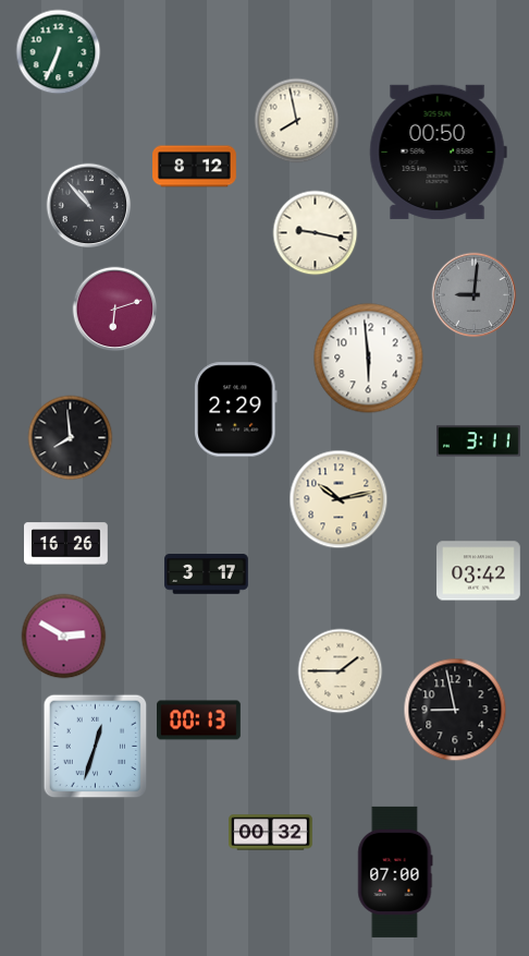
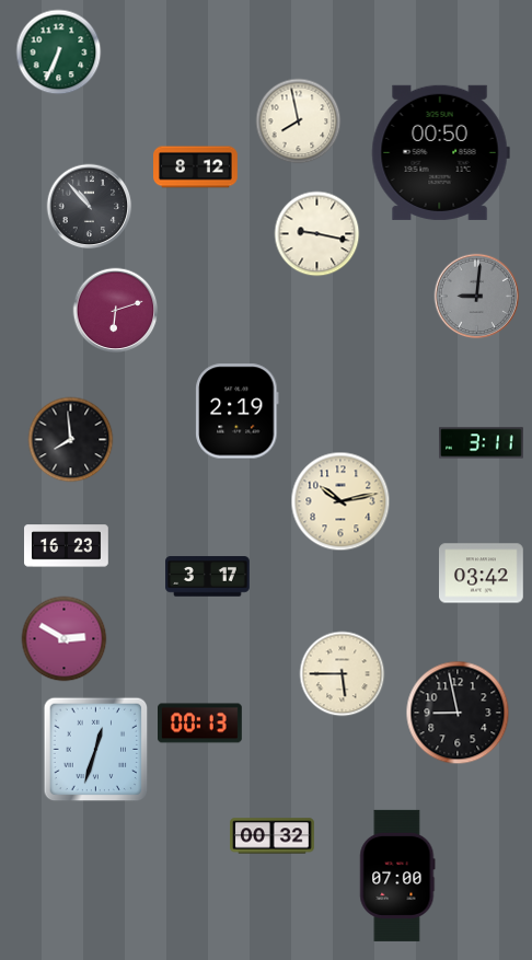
clock at (369, 359): 5:59 -> none
clock at (236, 410): 2:29 -> 2:19
clock at (66, 544): 16:26 -> 16:23
clock at (340, 670): 1:45 -> 5:45
